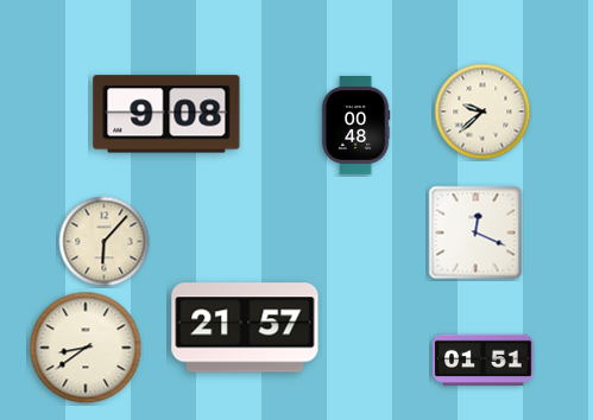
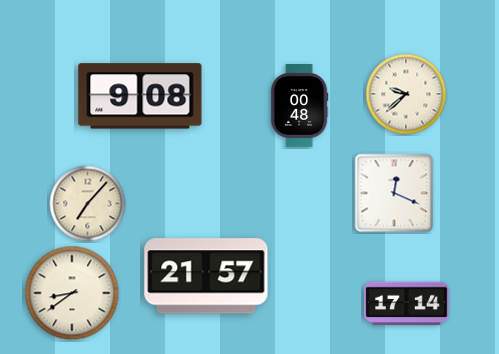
clock at (475, 233) position: (475, 233) -> (394, 193)
clock at (105, 242): 6:07 -> 7:07
clock at (484, 361): 01:51 -> 17:14
